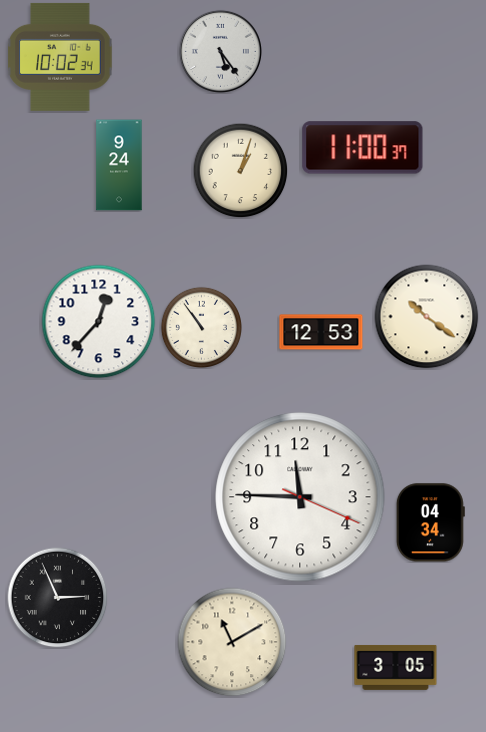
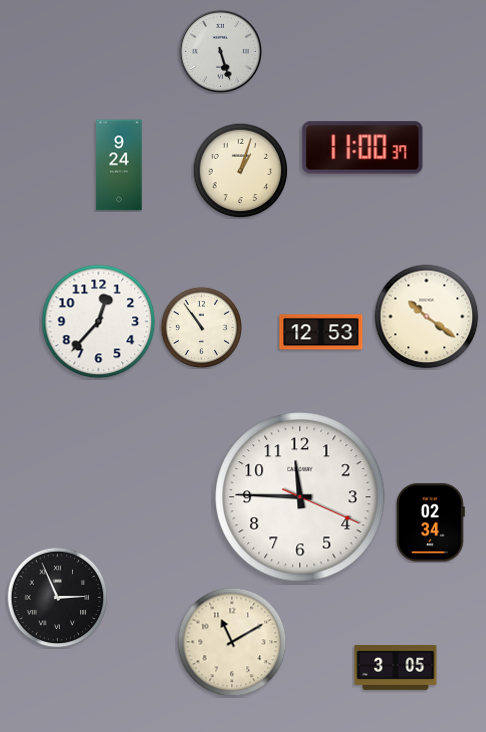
clock at (220, 51): 5:24 -> 5:27
clock at (60, 57): 10:02 -> none
clock at (430, 523): 04:34 -> 02:34
